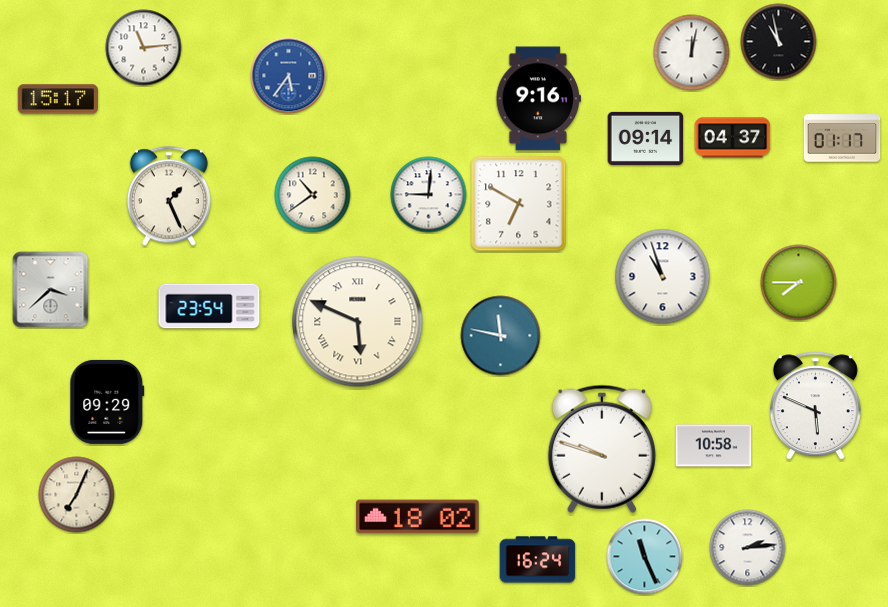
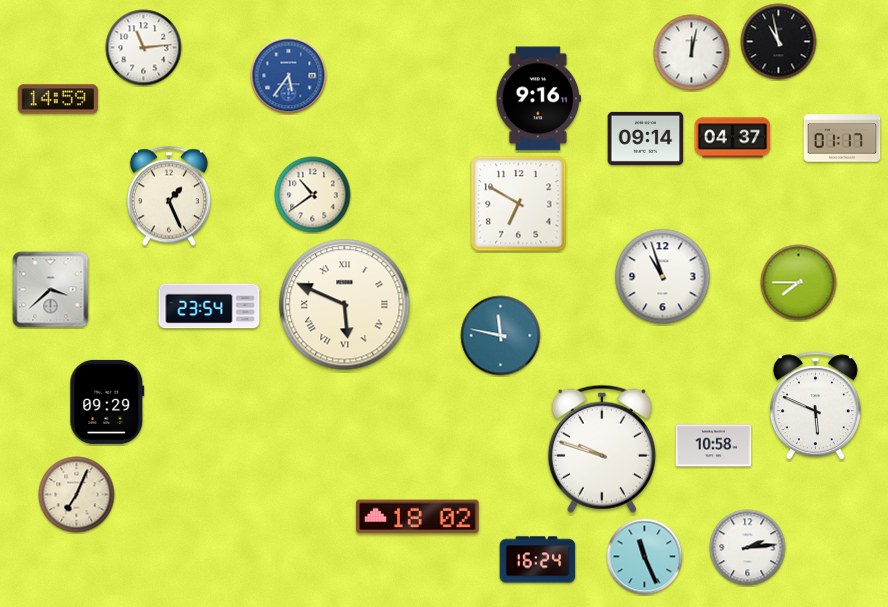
clock at (58, 99): 15:17 -> 14:59
clock at (429, 195): 9:01 -> none
clock at (358, 322) position: (358, 322) -> (345, 305)
